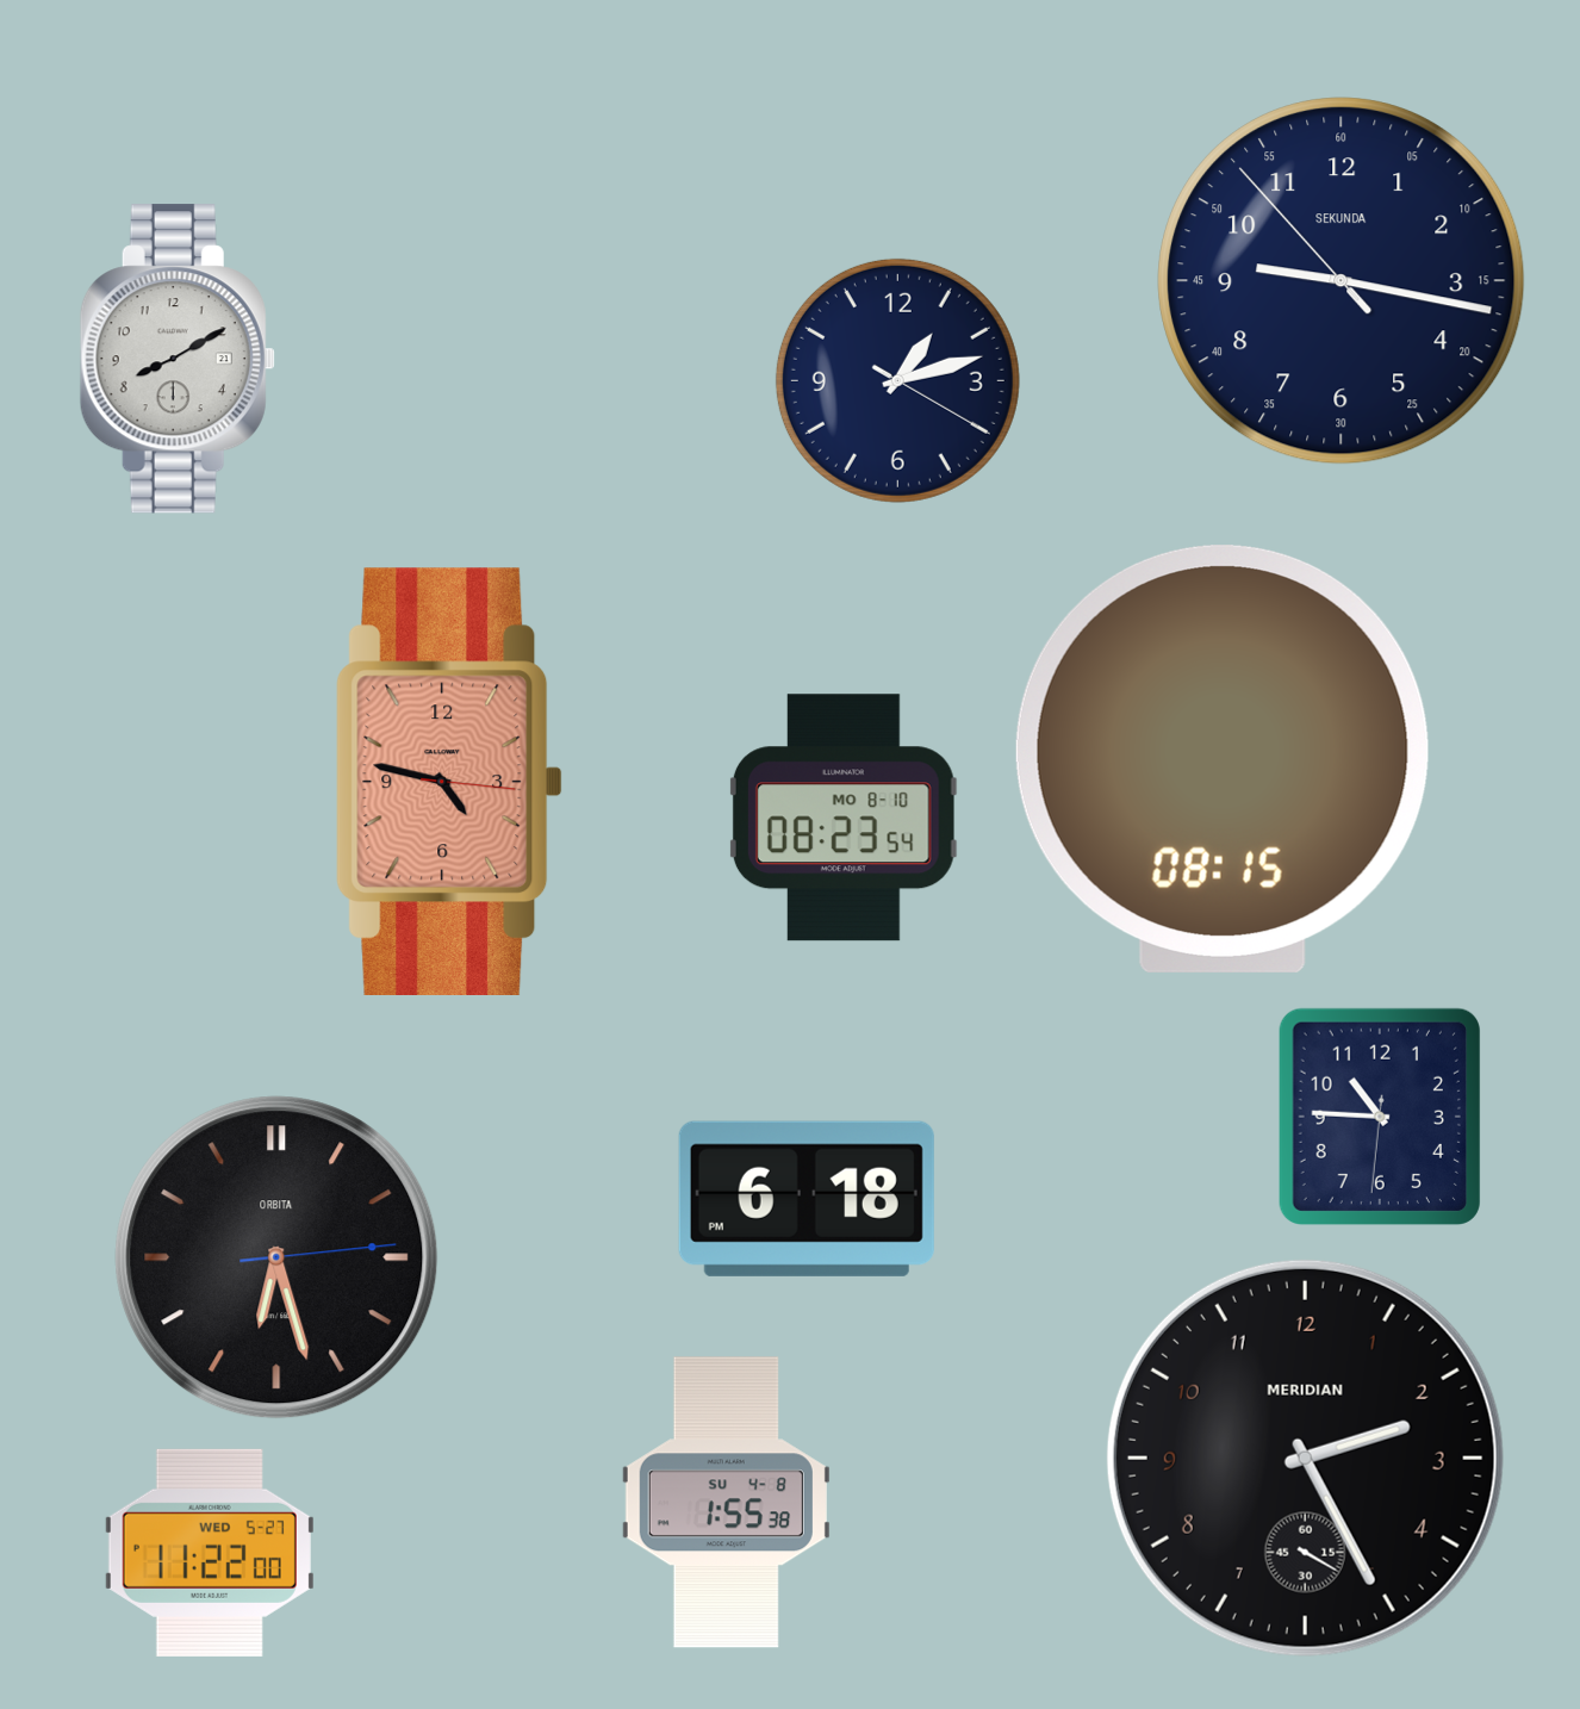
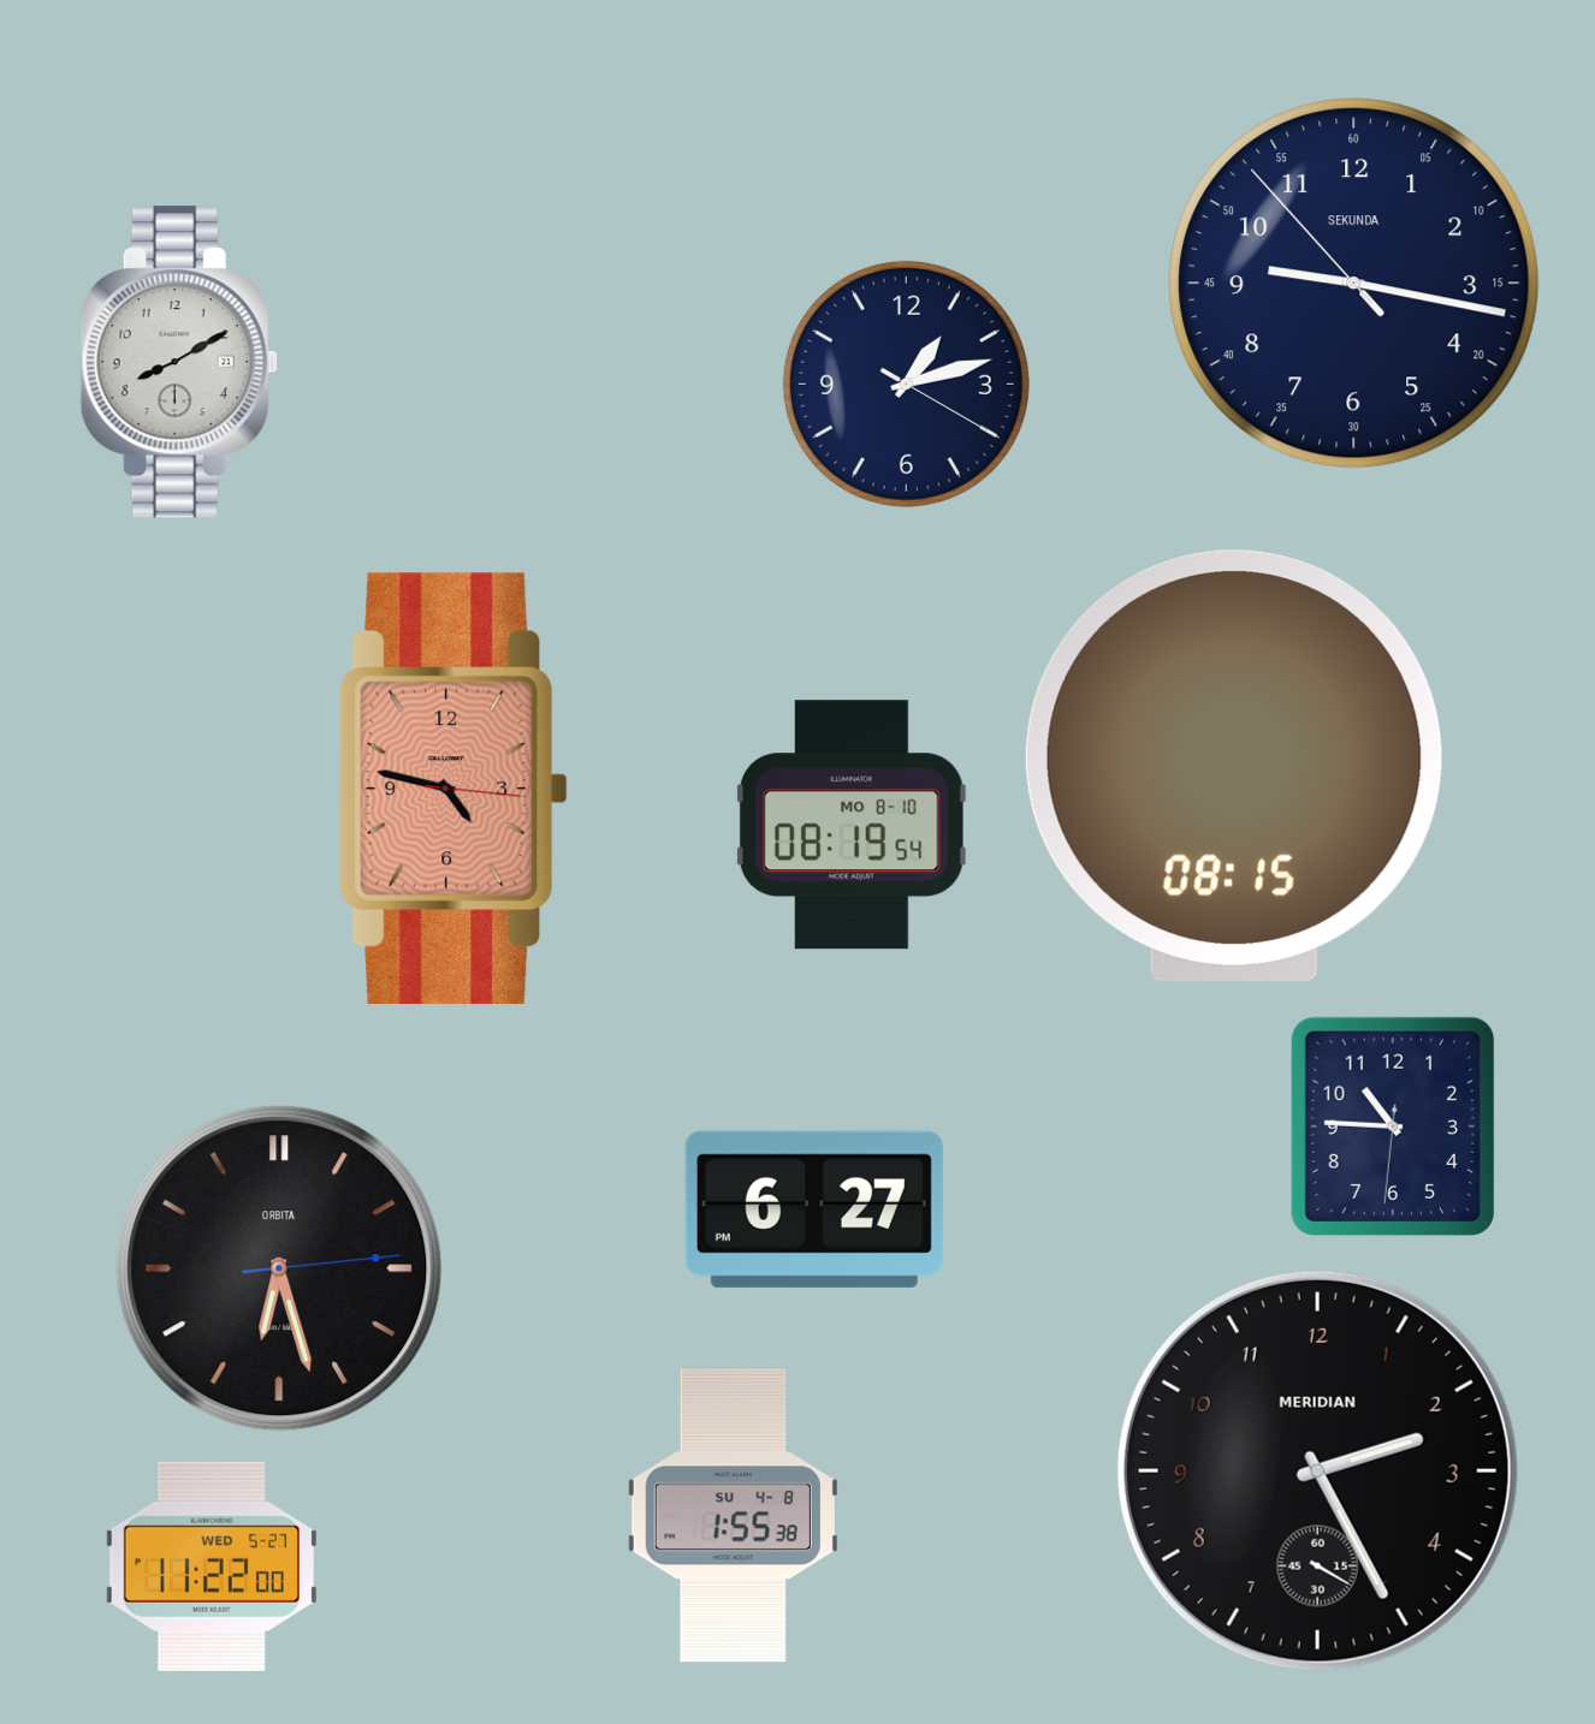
clock at (844, 818): 08:23 -> 08:19
clock at (807, 1199): 6:18 -> 6:27
